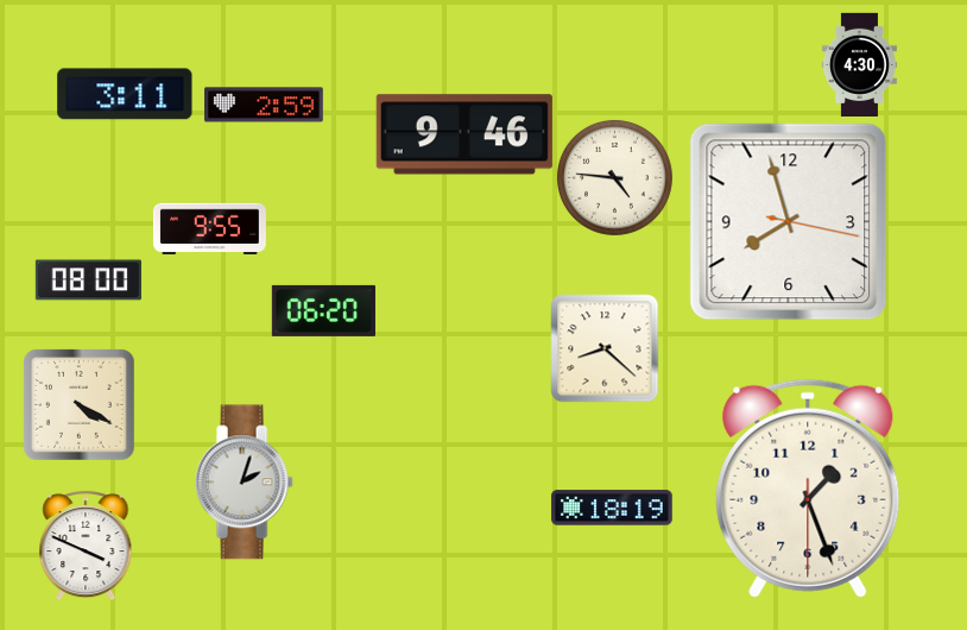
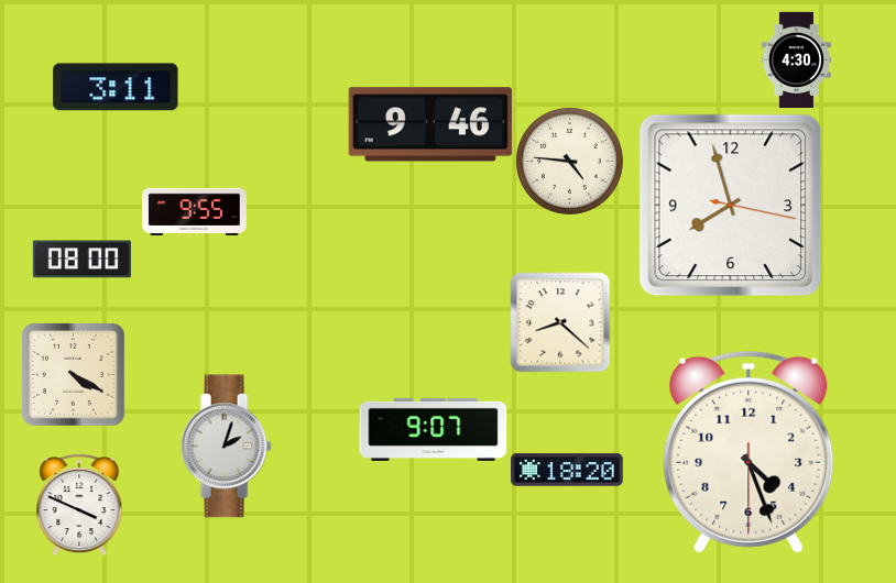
clock at (264, 105): 2:59 -> none
clock at (614, 177) position: (614, 177) -> (569, 161)
clock at (323, 310): 06:20 -> none
clock at (434, 429): none -> 9:07
clock at (808, 489): 1:26 -> 4:26
clock at (612, 508): 18:19 -> 18:20
